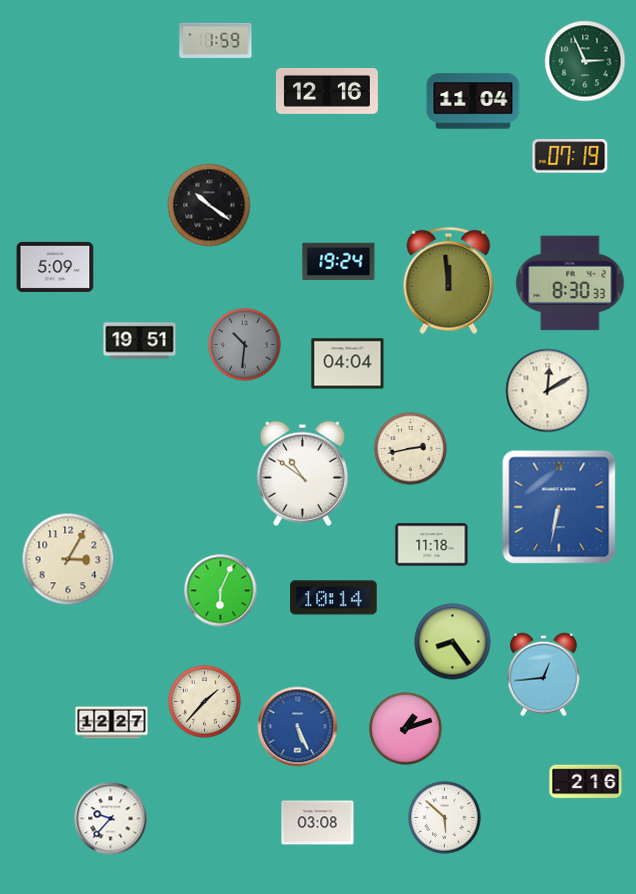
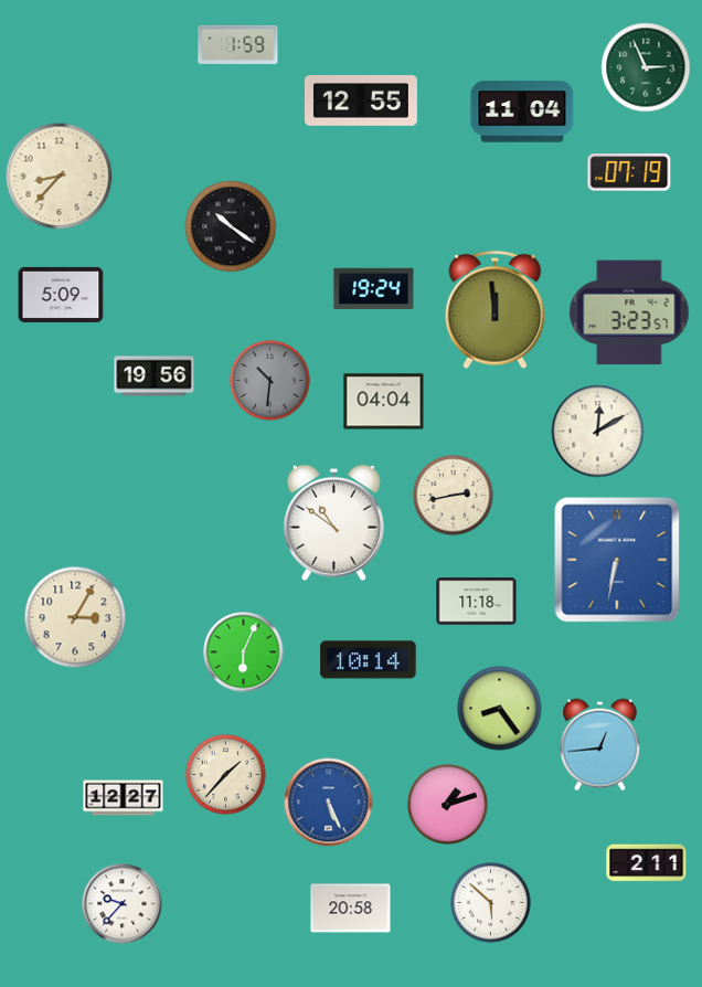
clock at (327, 92): 12:16 -> 12:55
clock at (60, 177): none -> 8:37
clock at (570, 283): 8:30 -> 3:23
clock at (140, 341): 19:51 -> 19:56
clock at (548, 391) position: (548, 391) -> (598, 432)
clock at (586, 782): 2:16 -> 2:11
clock at (318, 823): 03:08 -> 20:58
